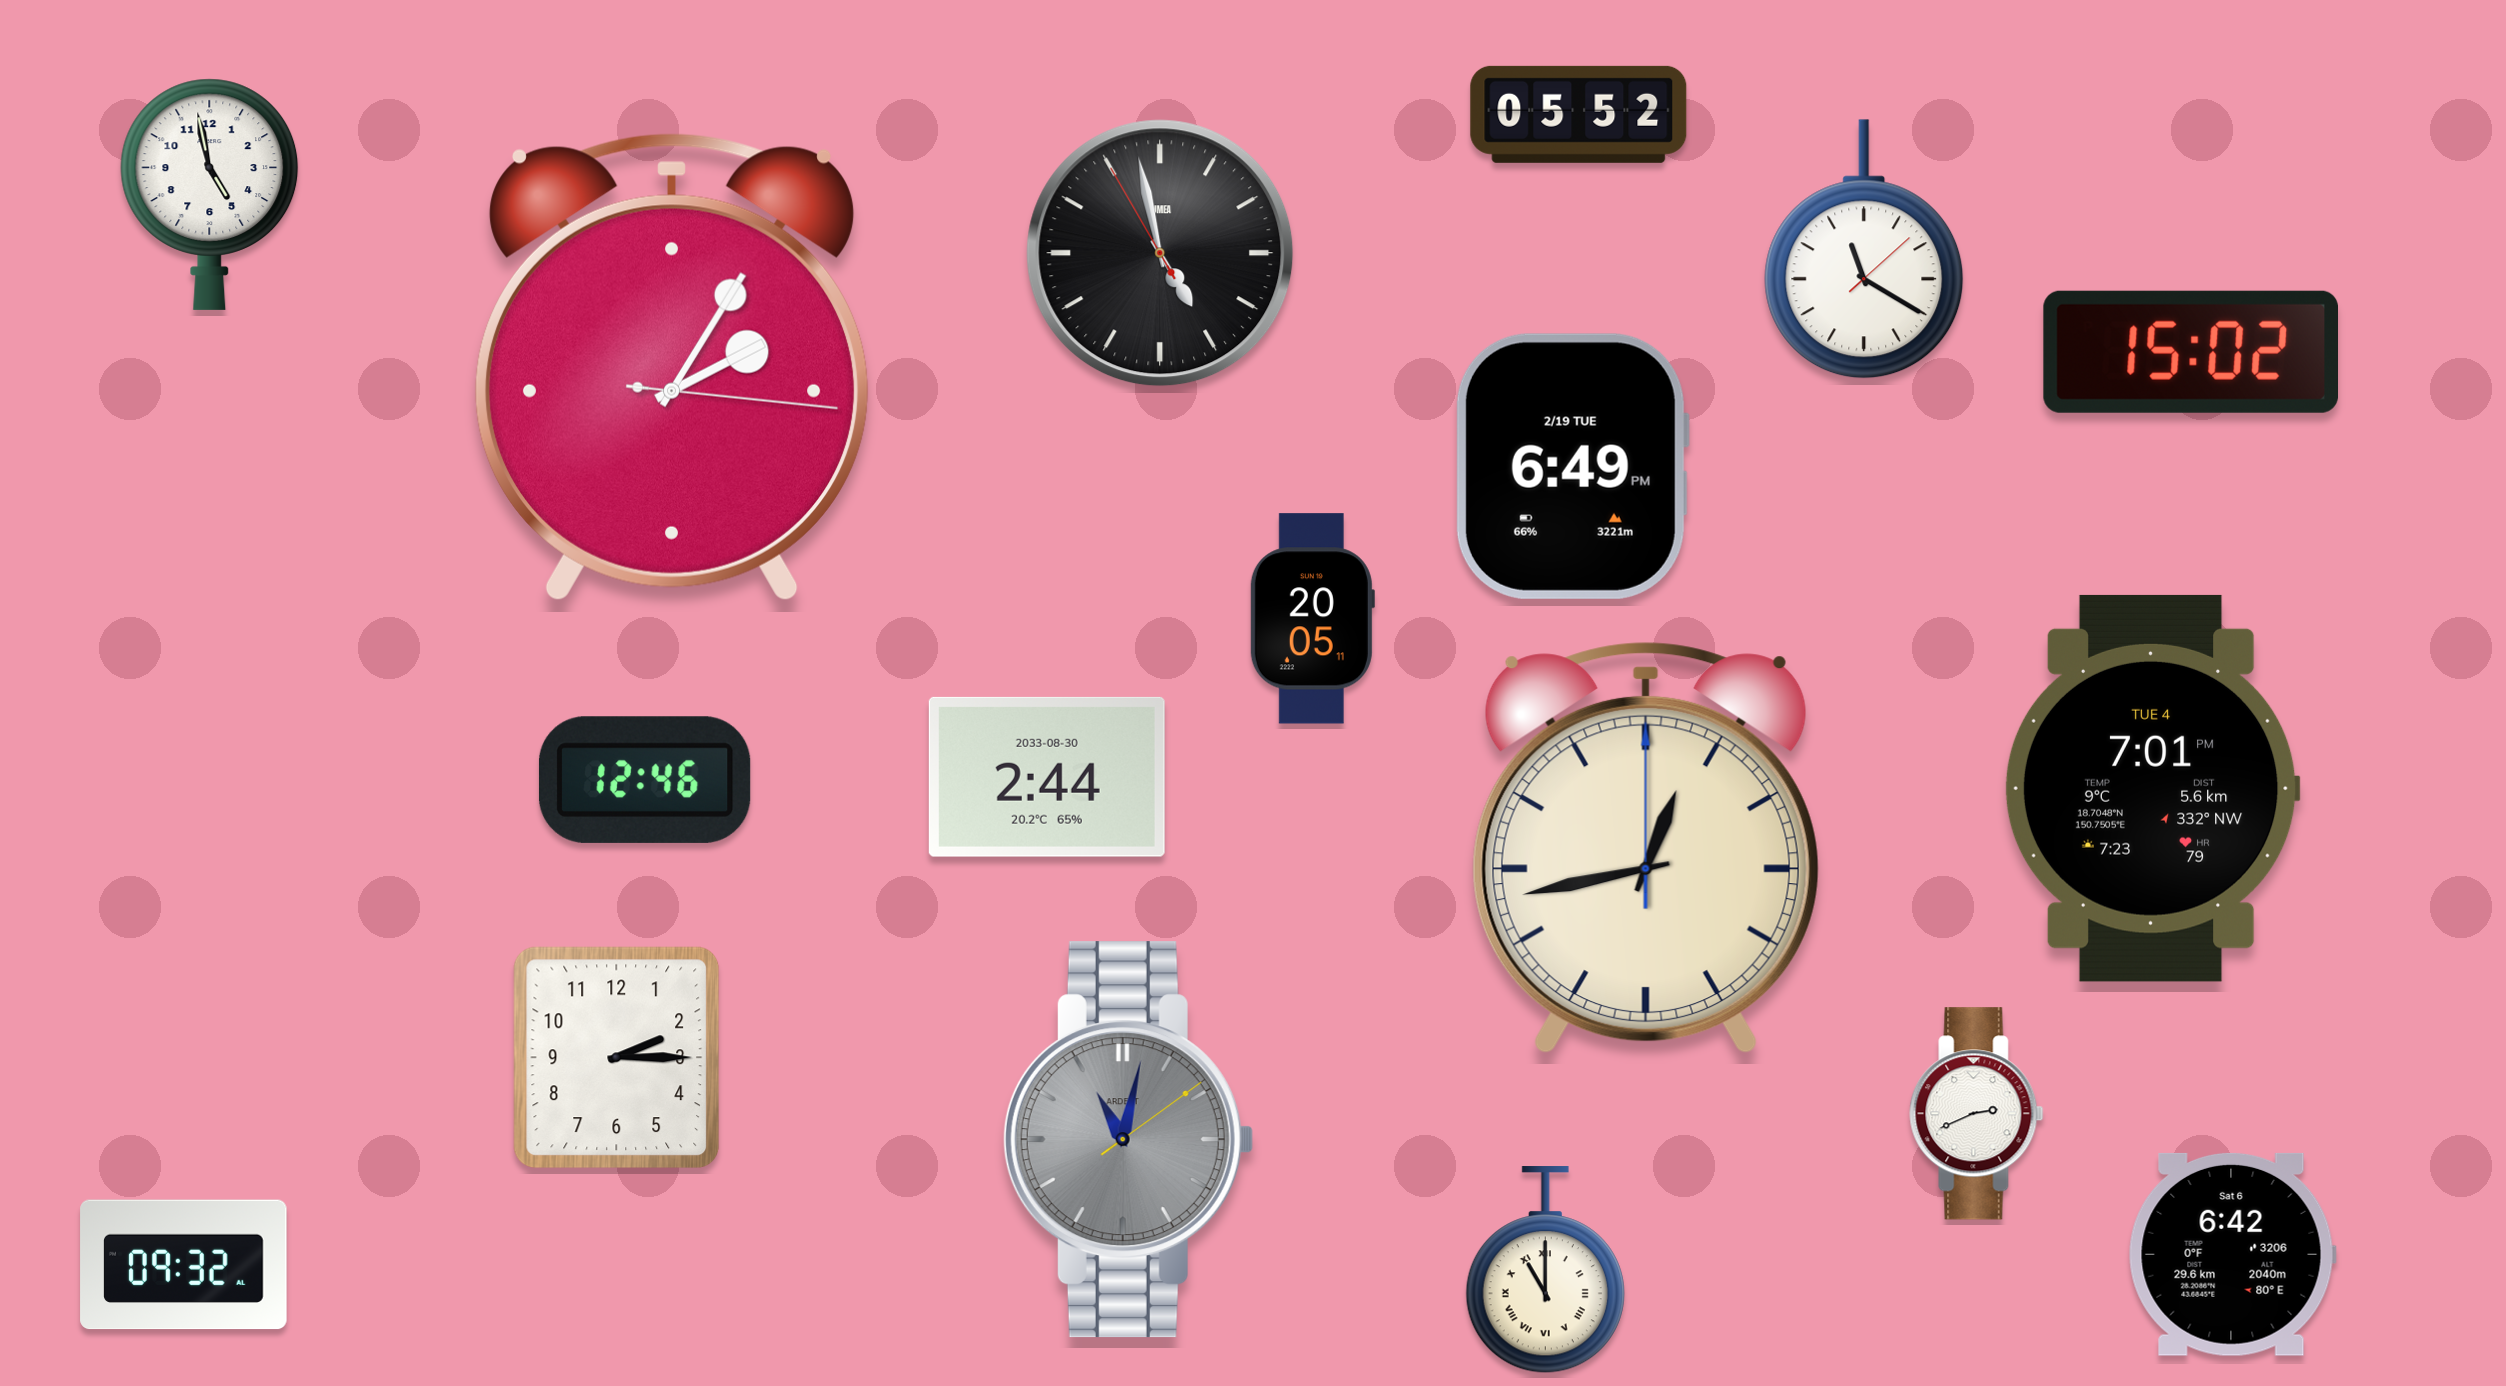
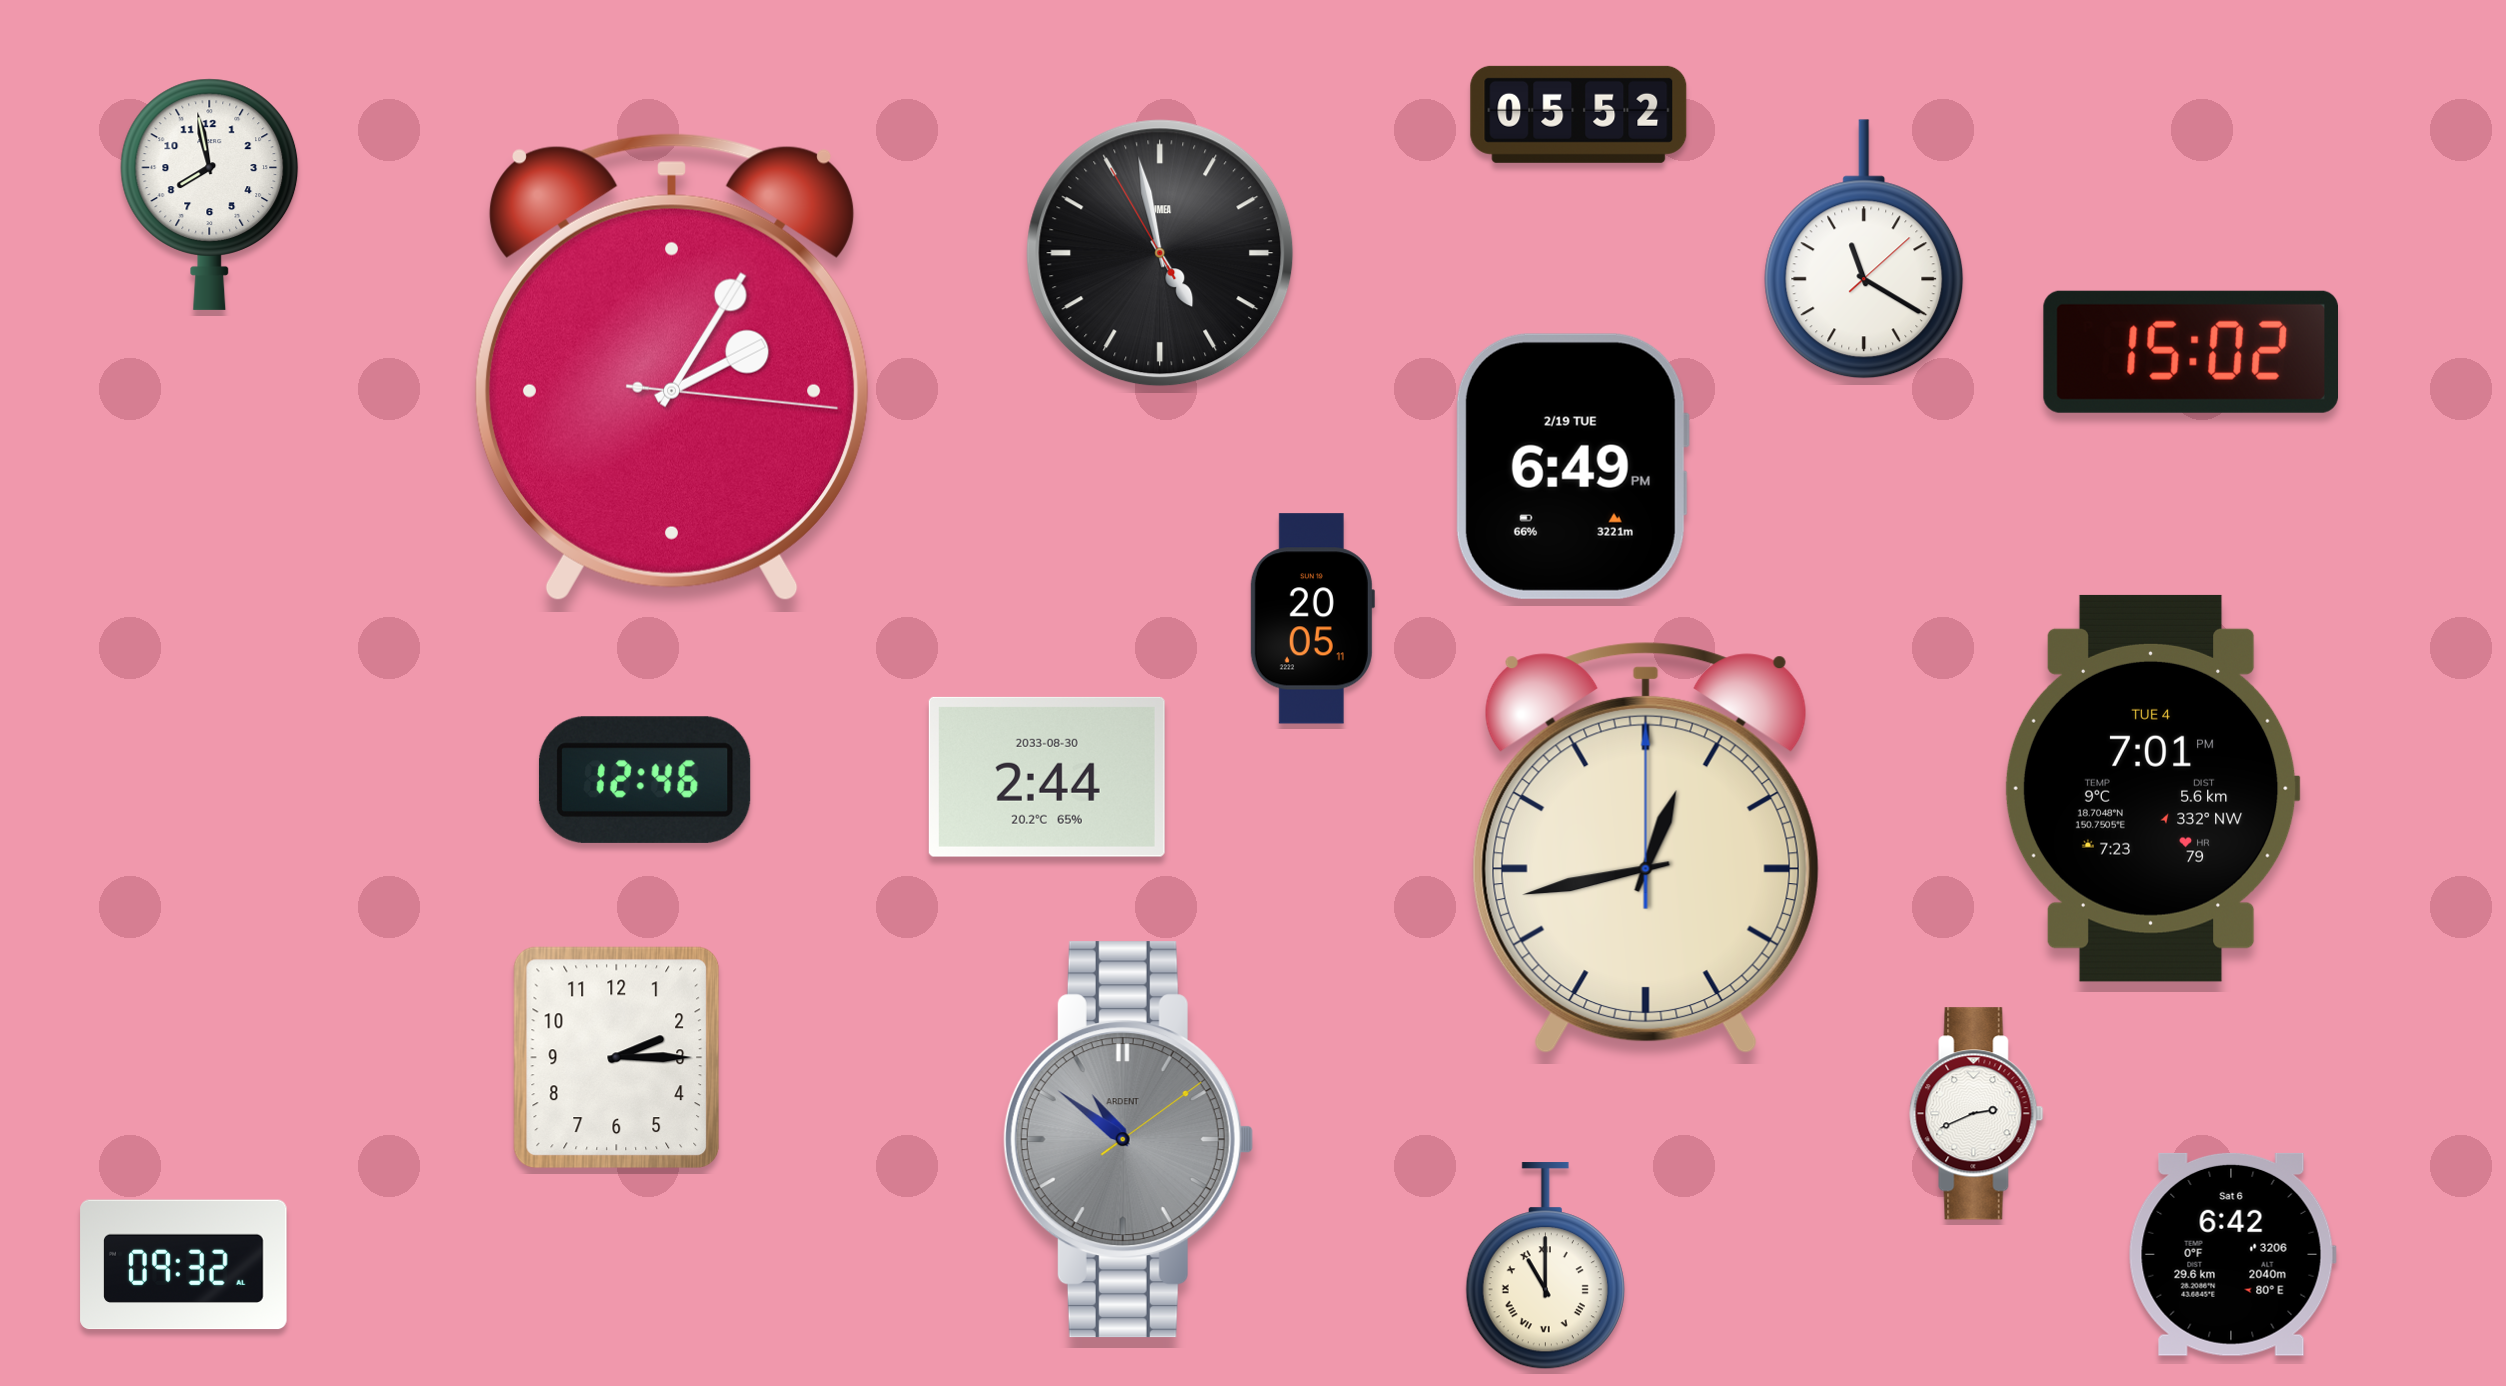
clock at (210, 194): 4:58 -> 7:58
clock at (1128, 1140): 11:02 -> 10:51
clock at (1545, 1270) position: (1545, 1270) -> (1545, 1266)
